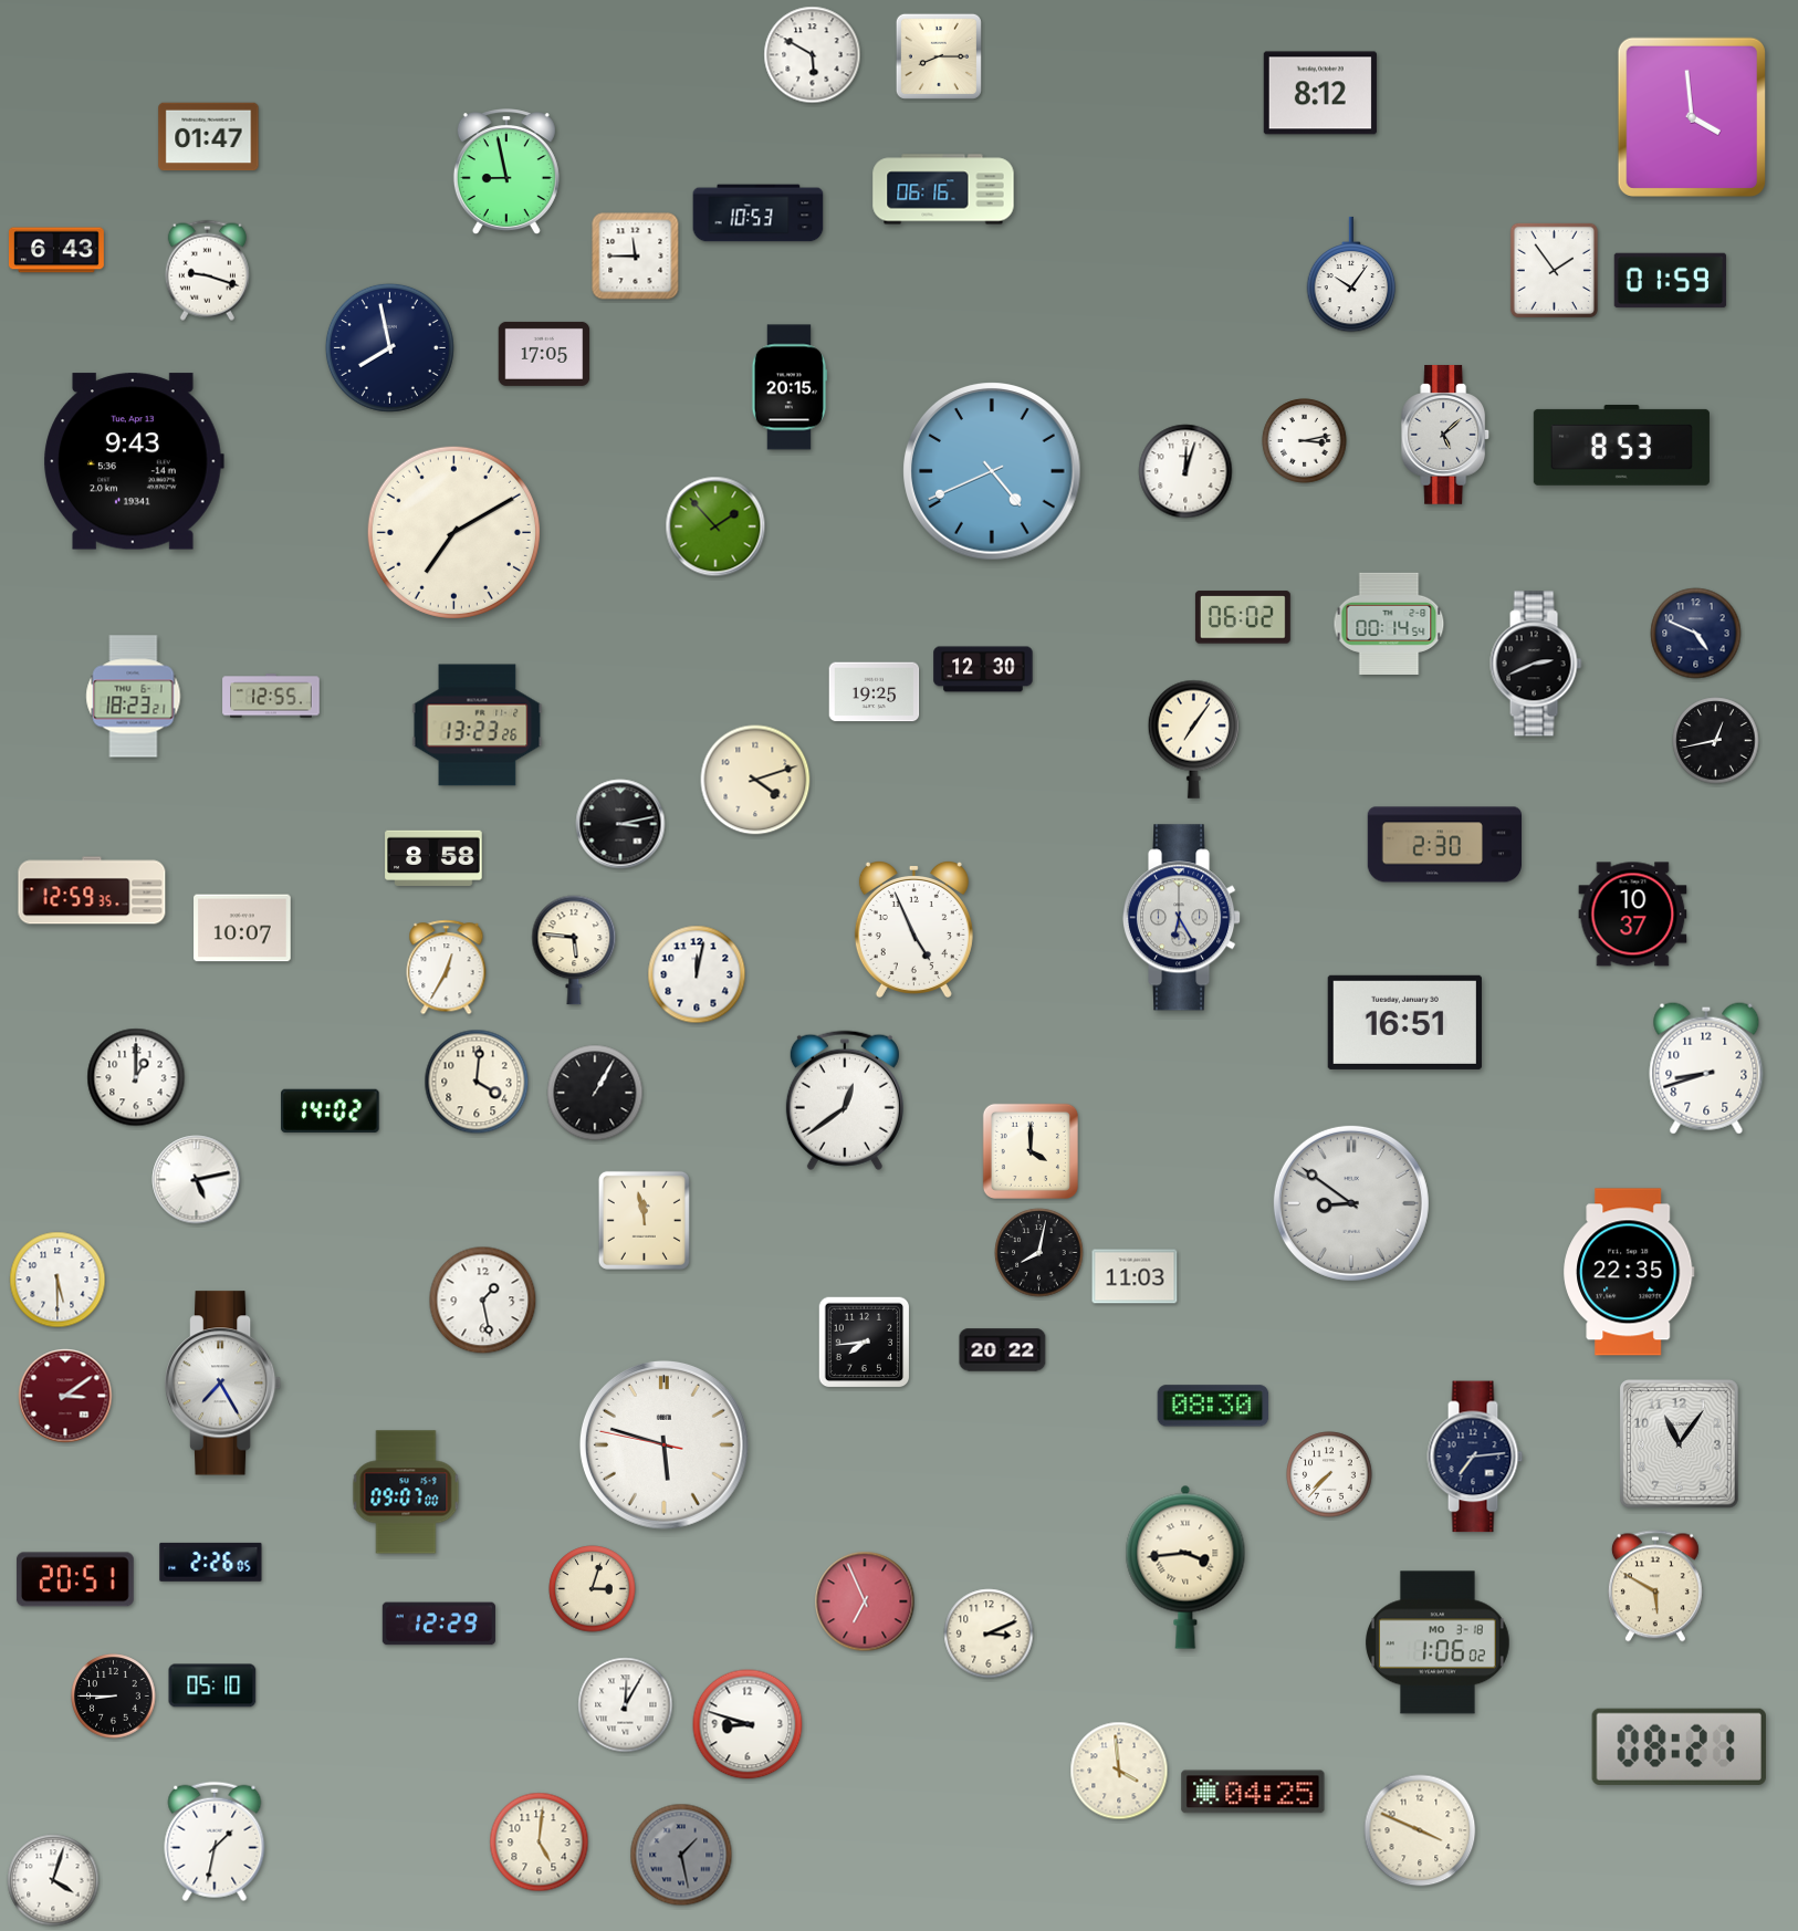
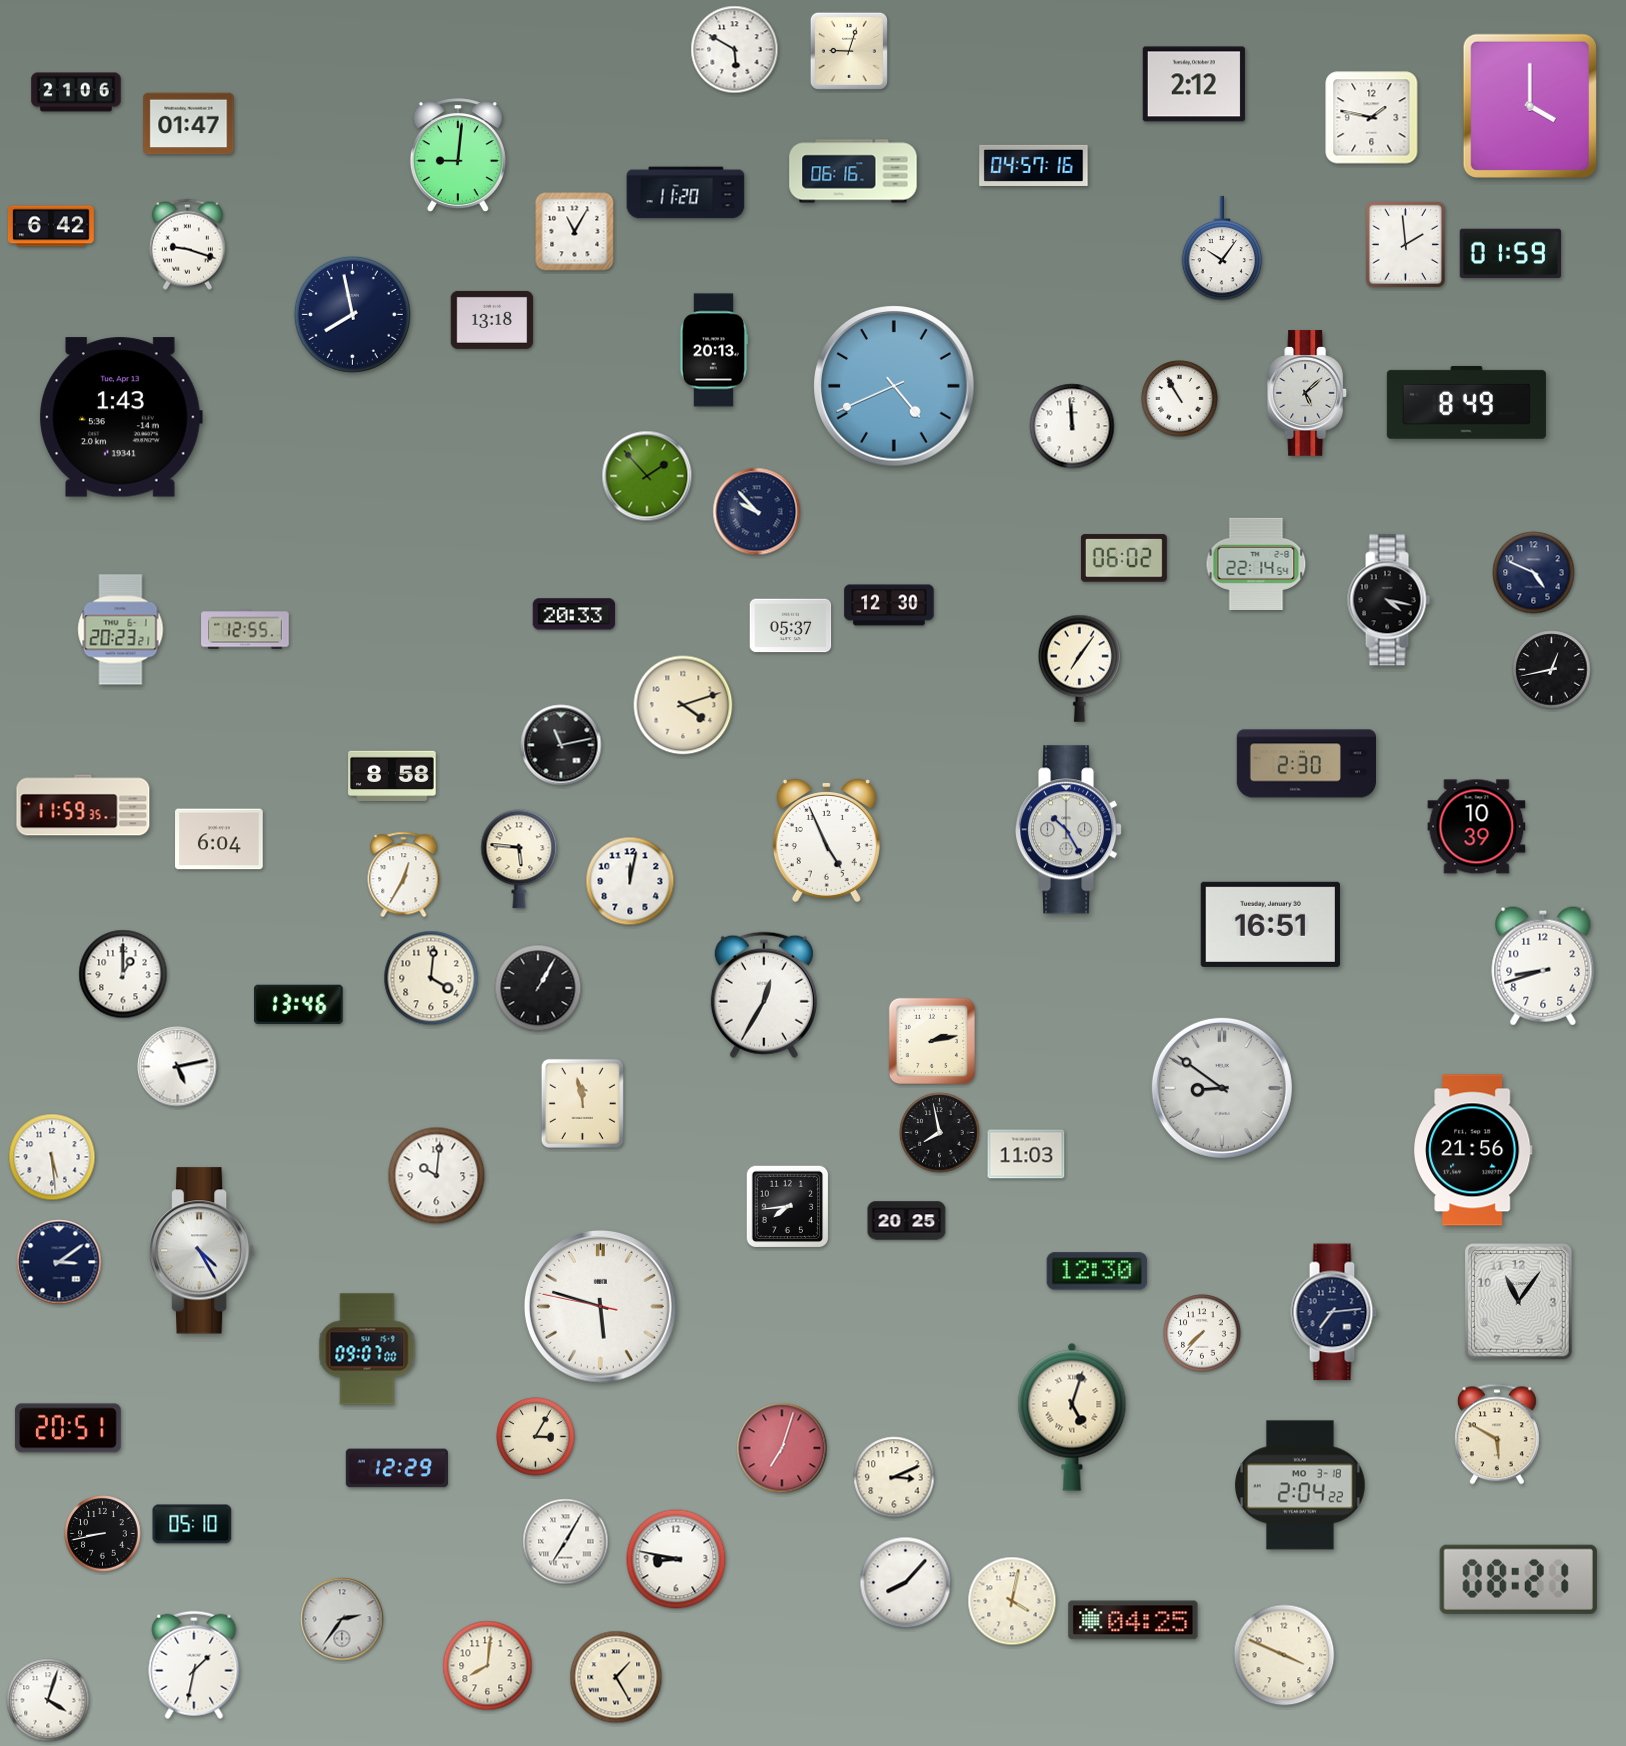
clock at (939, 56): 8:15 -> 9:03
clock at (1320, 93): 8:12 -> 2:12
clock at (76, 92): none -> 21:06
clock at (1692, 117): 3:59 -> 4:00
clock at (1372, 118): none -> 1:47
clock at (506, 173): 8:58 -> 9:01
clock at (1034, 165): none -> 04:57
clock at (759, 213): 10:53 -> 11:20
clock at (56, 250): 6:43 -> 6:42
clock at (636, 257): 11:45 -> 11:05
clock at (1554, 270): 1:54 -> 1:59
clock at (544, 354): 17:05 -> 13:18
clock at (790, 387): 20:15 -> 20:13
clock at (1305, 441): 3:13 -> 10:55
clock at (1621, 445): 8:53 -> 8:49
clock at (134, 461): 9:43 -> 1:43
clock at (992, 471) position: (992, 471) -> (894, 386)
clock at (1185, 471): 12:03 -> 11:59
clock at (453, 532): 7:10 -> none
clock at (757, 512): none -> 9:53
clock at (1389, 624): 00:14 -> 22:14
clock at (1536, 664): 2:41 -> 4:17
clock at (574, 614): none -> 20:33
clock at (875, 692): 19:25 -> 05:37
clock at (134, 697): 18:23 -> 20:23
clock at (478, 726): 13:23 -> none
clock at (620, 824): 3:13 -> 11:13
clock at (92, 890): 12:59 -> 11:59
clock at (1633, 915): 10:37 -> 10:39
clock at (1183, 918): 6:25 -> 10:25
clock at (242, 928): 10:07 -> 6:04
clock at (845, 1100): 12:39 -> 12:35
clock at (331, 1110): 14:02 -> 13:46
clock at (1031, 1151): 4:00 -> 2:13
clock at (1039, 1253): 8:02 -> 7:58
clock at (1629, 1272): 22:35 -> 21:56
clock at (58, 1280): 5:30 -> 5:29
clock at (483, 1301): 1:28 -> 10:01
clock at (865, 1343) position: (865, 1343) -> (788, 1207)
clock at (1003, 1350): 20:22 -> 20:25
clock at (223, 1384): 7:25 -> 4:25
clock at (65, 1396) dial: burgundy -> navy
clock at (1213, 1406): 08:30 -> 12:30
clock at (1680, 1444) position: (1680, 1444) -> (1519, 1302)
clock at (1475, 1457) position: (1475, 1457) -> (1334, 1312)
clock at (211, 1562): 2:26 -> none
clock at (1185, 1567): 3:44 -> 5:03
clock at (593, 1589): 3:03 -> 3:05
clock at (865, 1601): 6:56 -> 7:03
clock at (1439, 1642): 1:06 -> 2:04
clock at (114, 1697): 8:45 -> 8:43
clock at (626, 1705): 12:05 -> 7:05
clock at (748, 1724): 8:48 -> 8:47
clock at (906, 1583): none -> 8:07
clock at (1119, 1771): 3:59 -> 4:02
clock at (342, 1619): none -> 2:36
clock at (540, 1843): 5:01 -> 8:01
clock at (681, 1855): 1:28 -> 1:25
clock at (681, 1855) dial: grey -> cream
